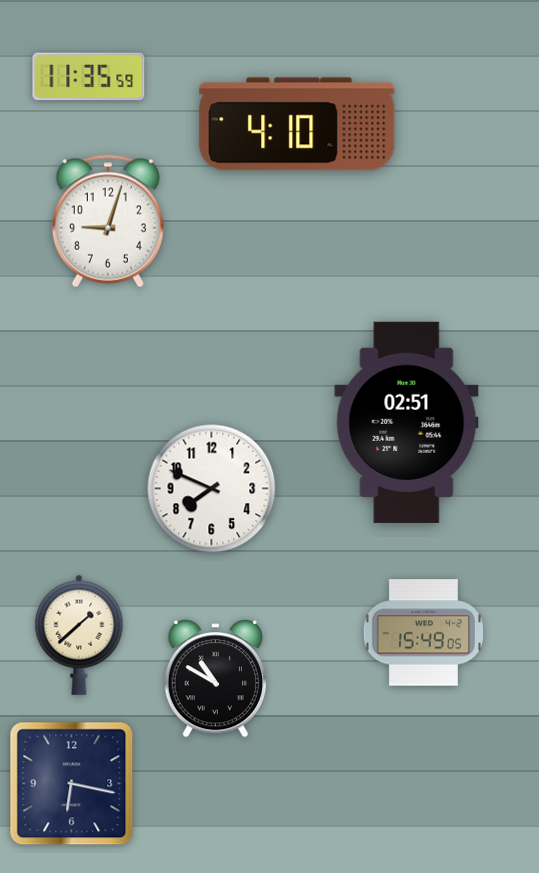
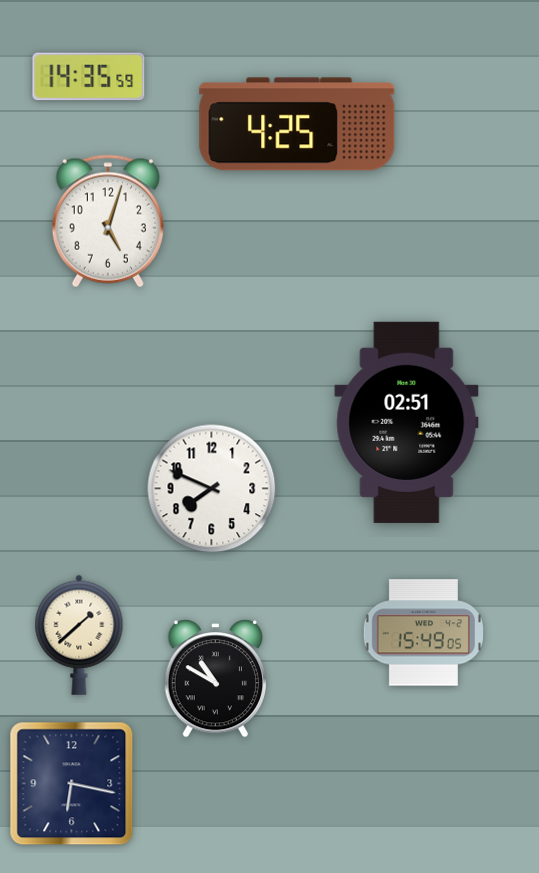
clock at (89, 77): 11:35 -> 14:35
clock at (297, 124): 4:10 -> 4:25
clock at (108, 221): 9:03 -> 5:03
